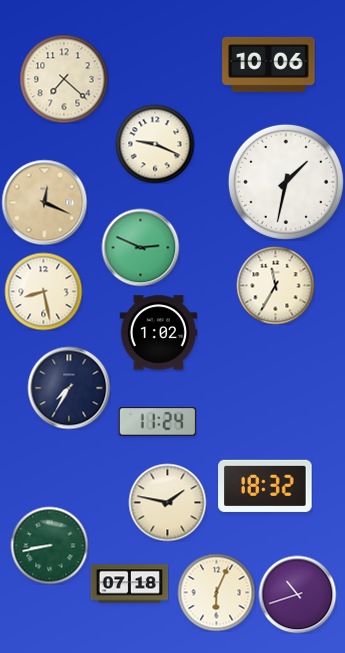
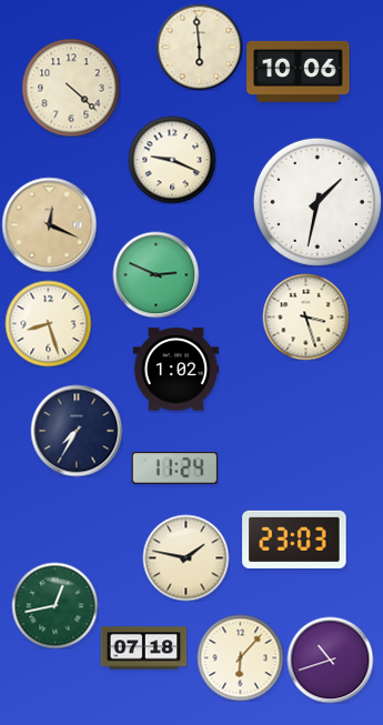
clock at (199, 47): none -> 5:59
clock at (64, 79): 7:22 -> 4:22
clock at (275, 285): 11:35 -> 3:27
clock at (43, 291): 8:28 -> 8:27
clock at (265, 486): 18:32 -> 23:03
clock at (49, 545): 8:43 -> 12:43
clock at (216, 592): 6:04 -> 6:07
